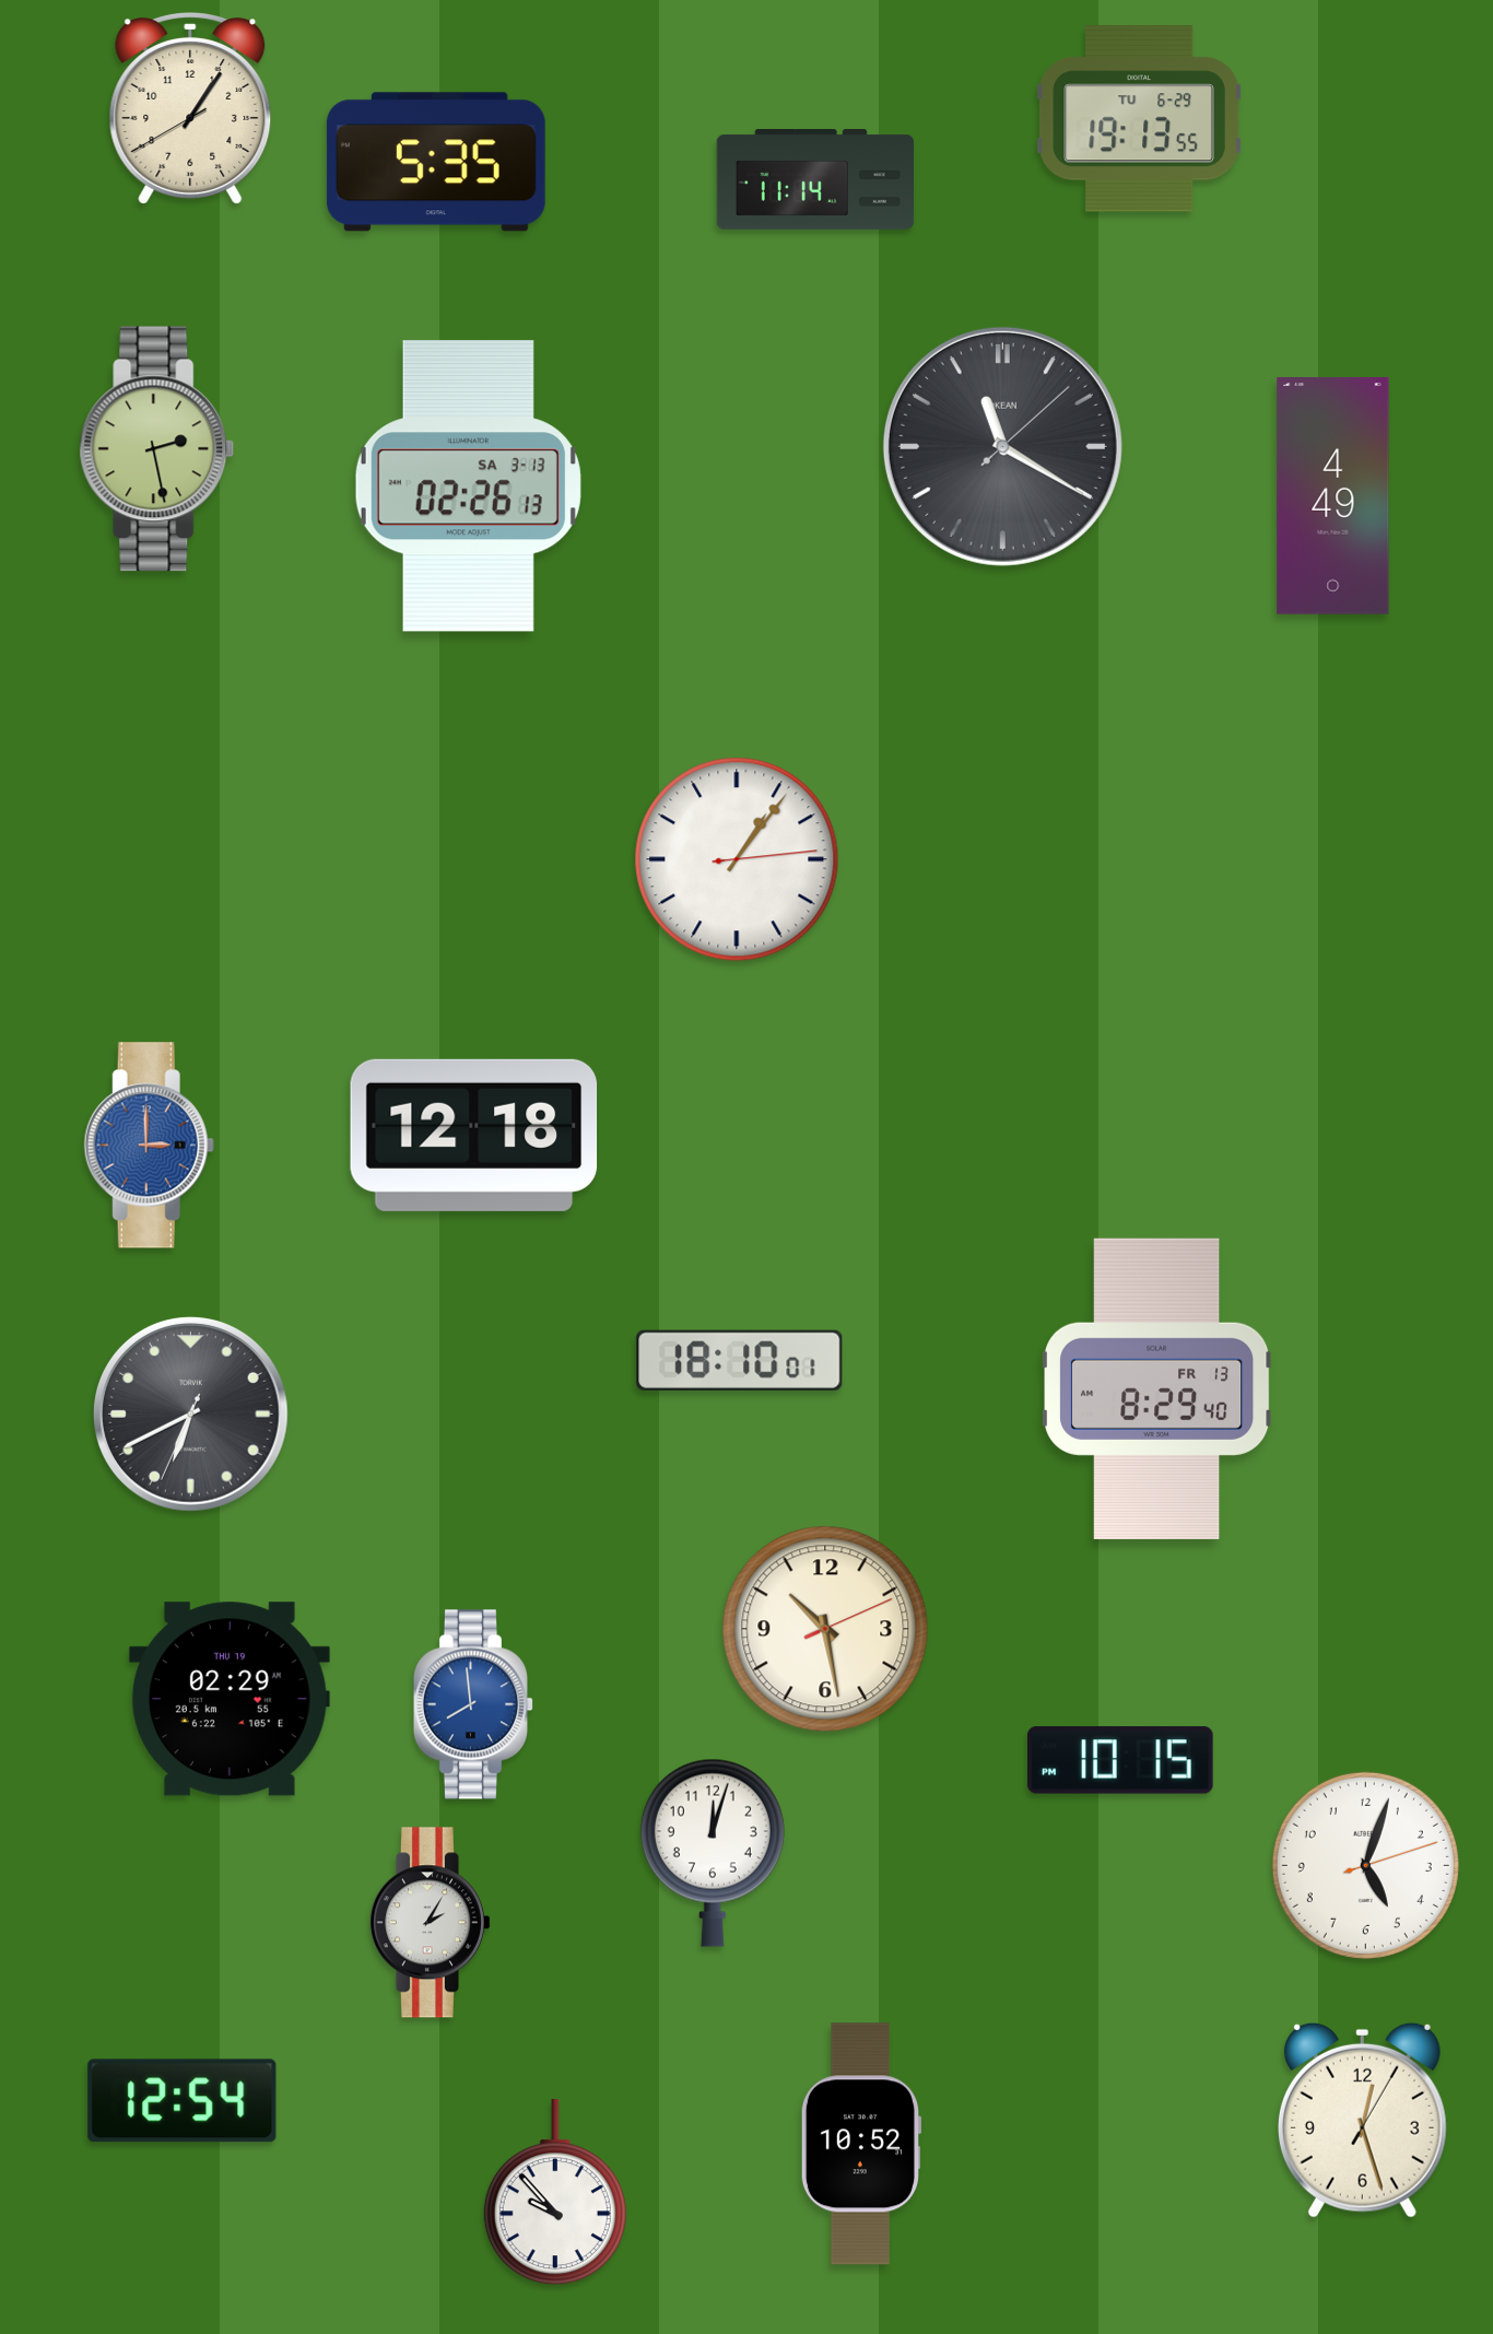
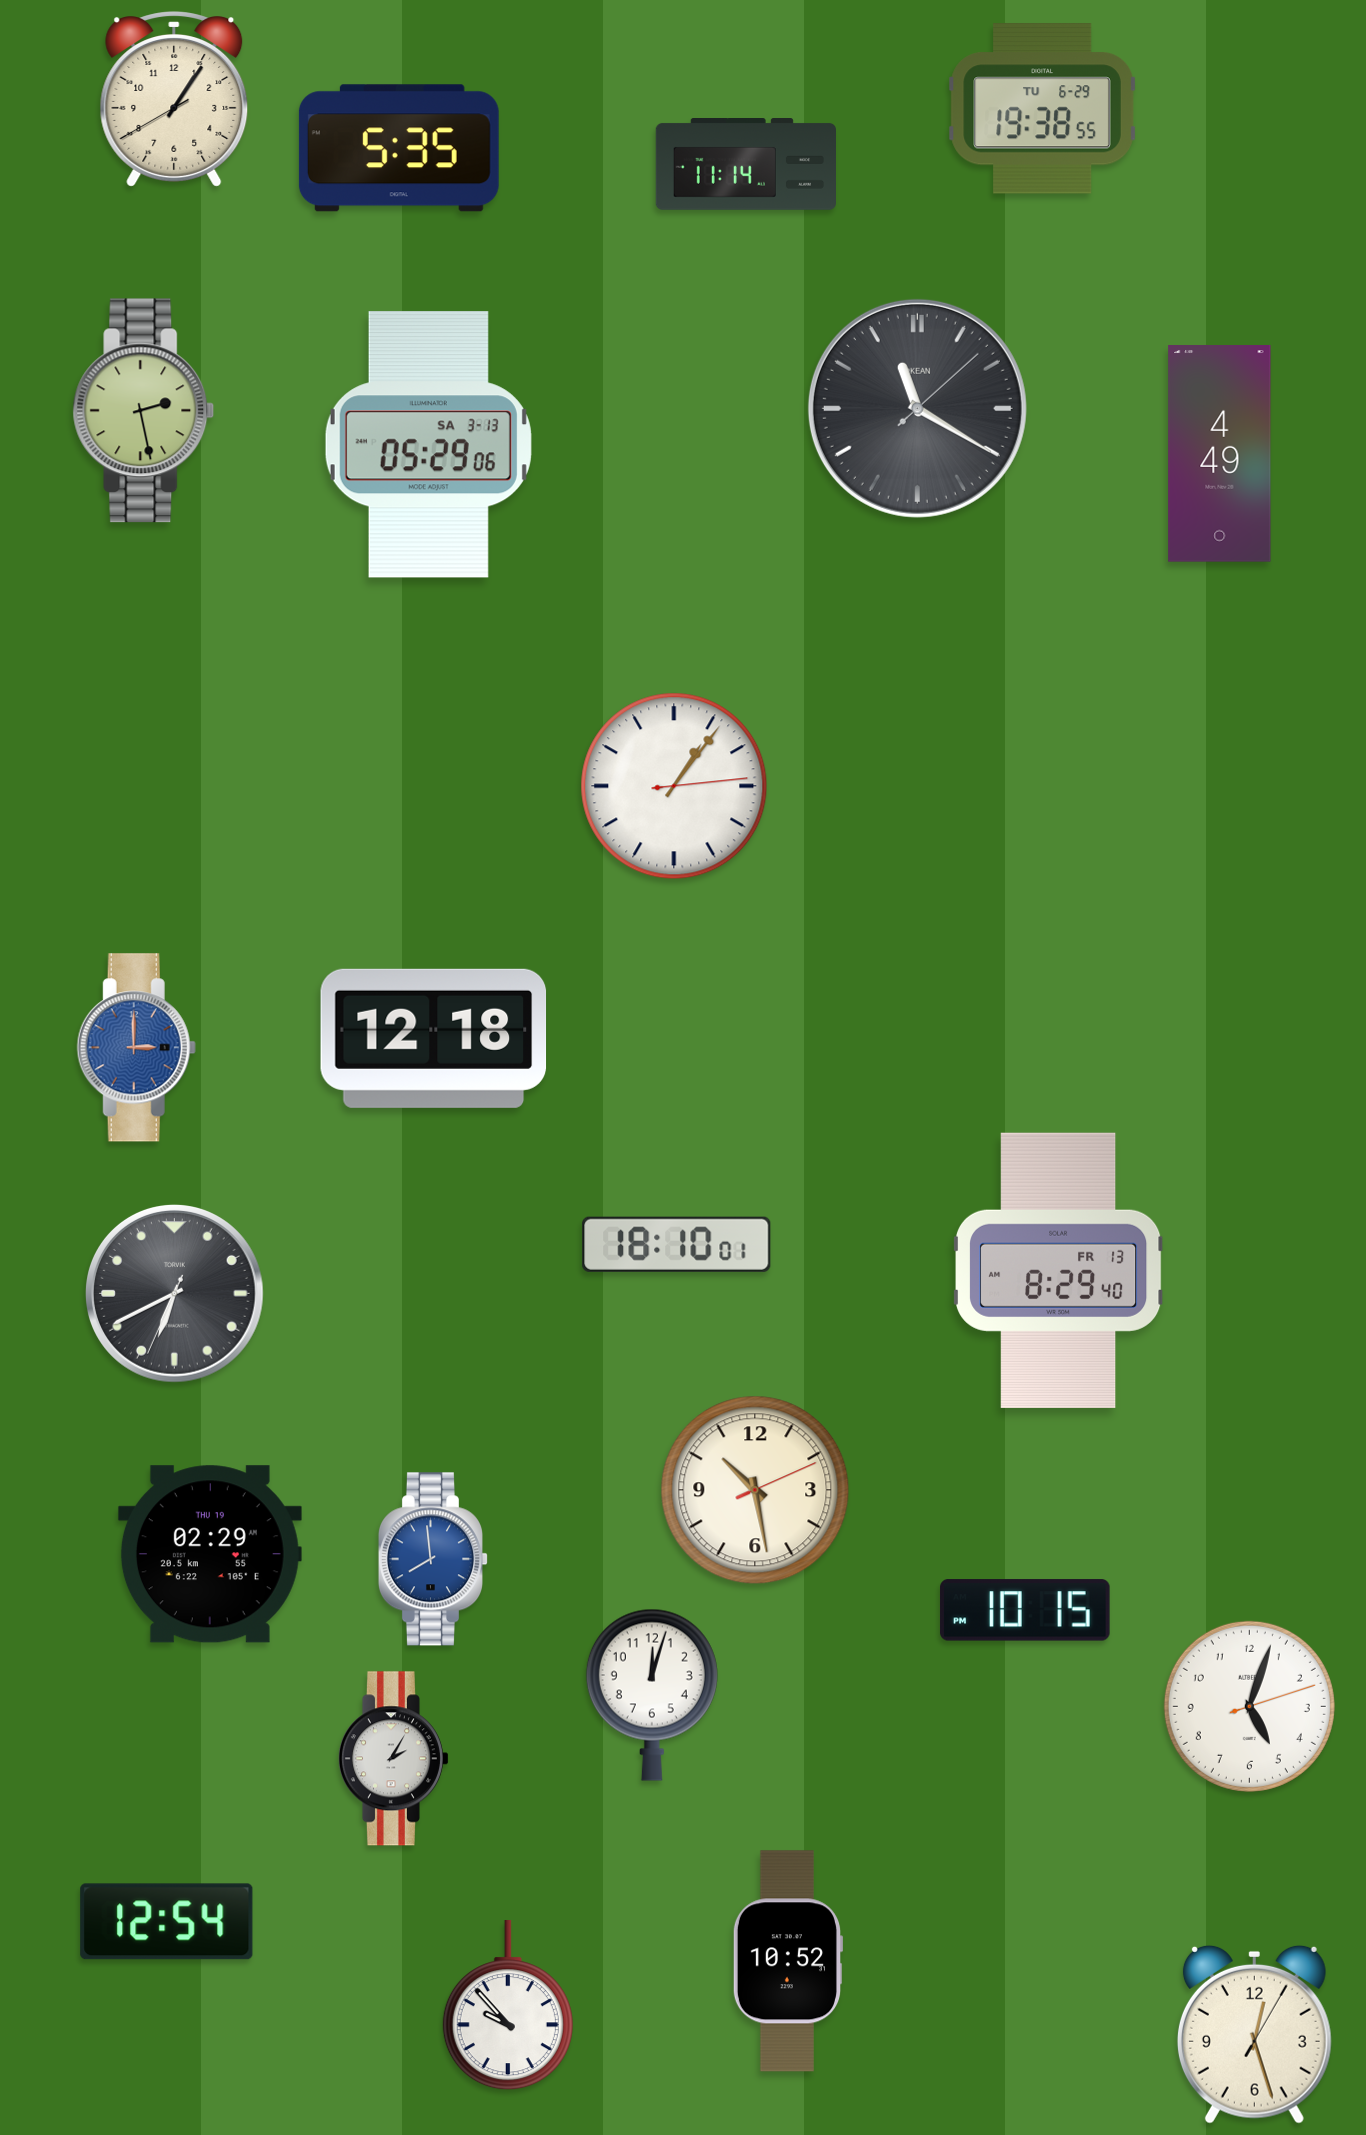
clock at (1139, 119): 19:13 -> 19:38
clock at (468, 486): 02:26 -> 05:29
clock at (1362, 2120) position: (1362, 2120) -> (1254, 2034)
